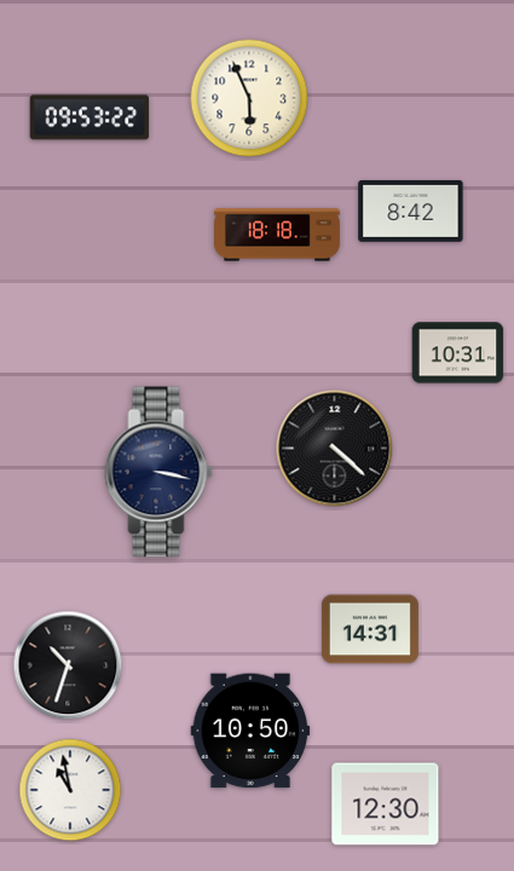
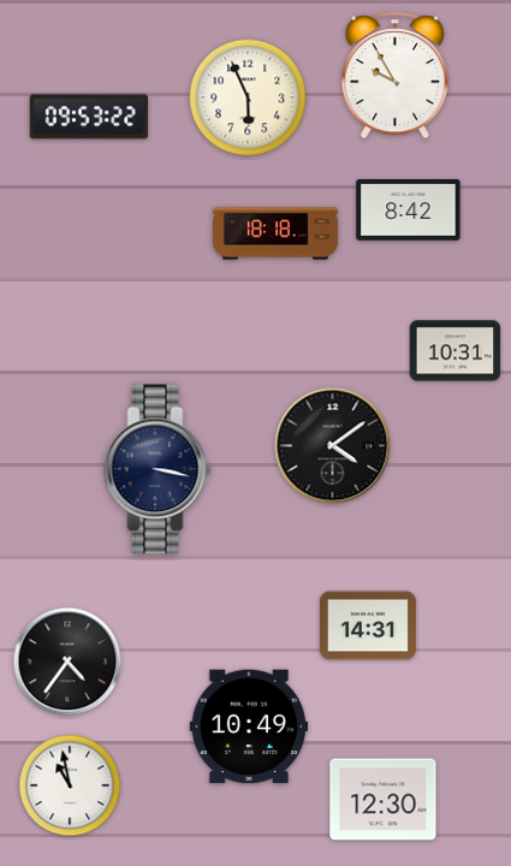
clock at (396, 76): none -> 9:55
clock at (335, 449): 4:22 -> 4:09
clock at (68, 665): 10:33 -> 4:36
clock at (250, 731): 10:50 -> 10:49
